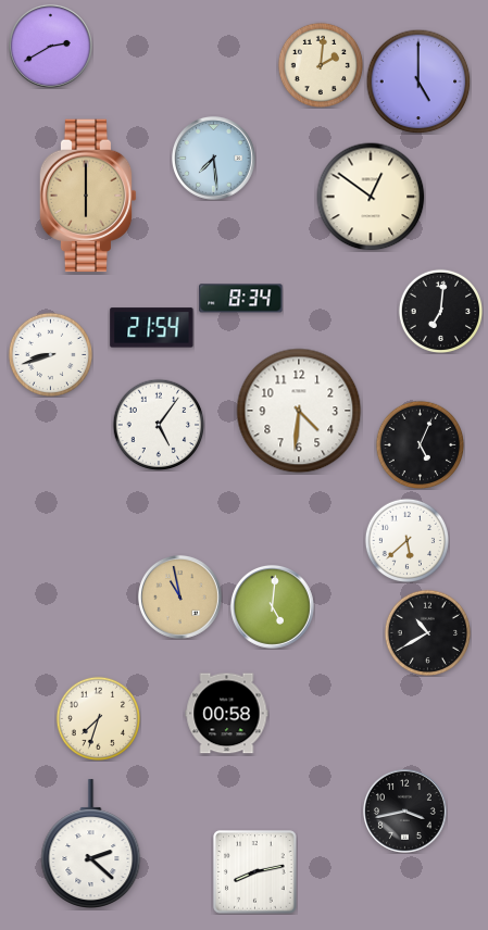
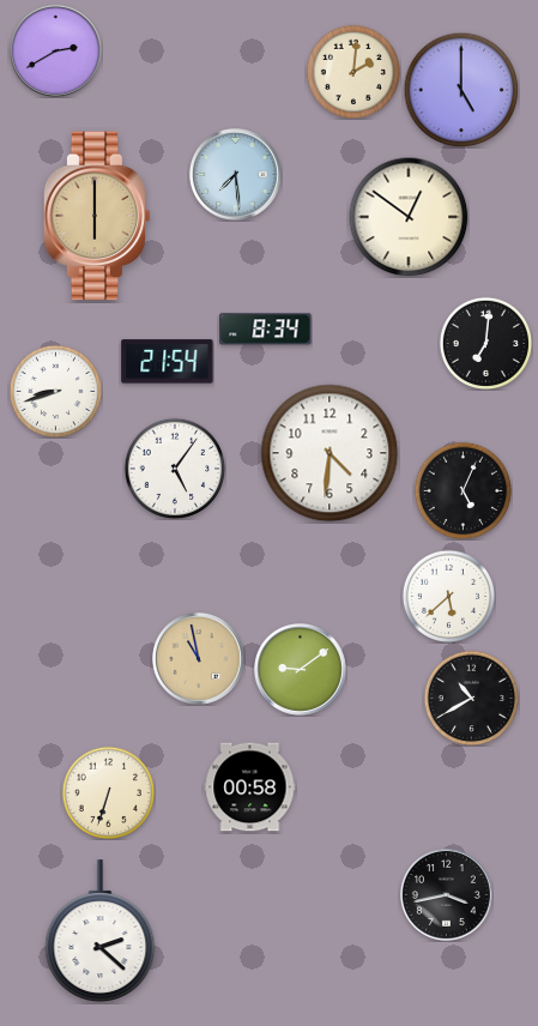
clock at (272, 606): 5:01 -> 9:09
clock at (98, 718): 7:33 -> 6:33
clock at (255, 872): 8:13 -> none
